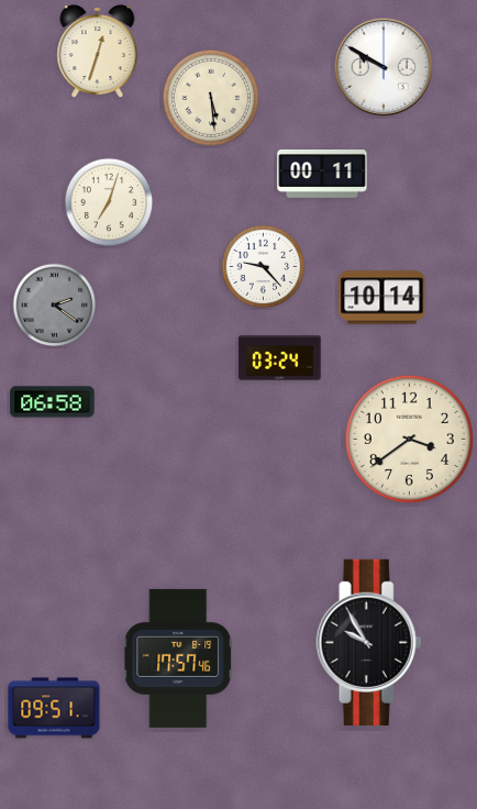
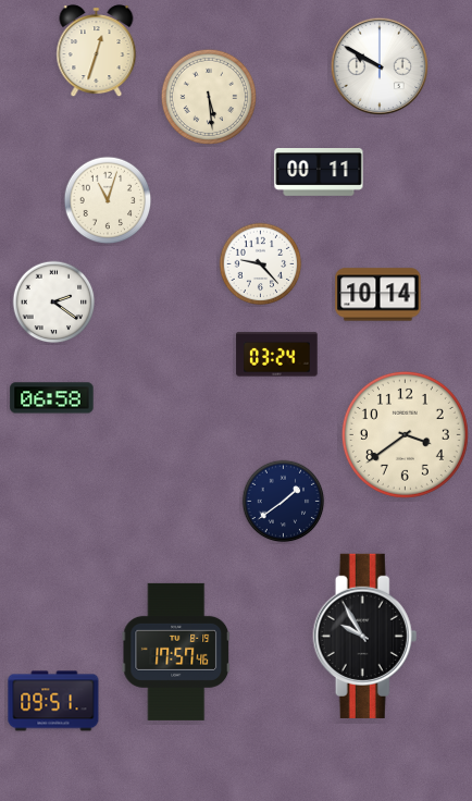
clock at (109, 202): 7:03 -> 11:03
clock at (55, 306) dial: grey -> white
clock at (284, 502): none -> 1:39
